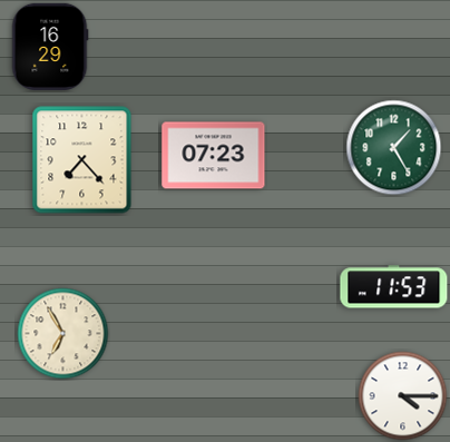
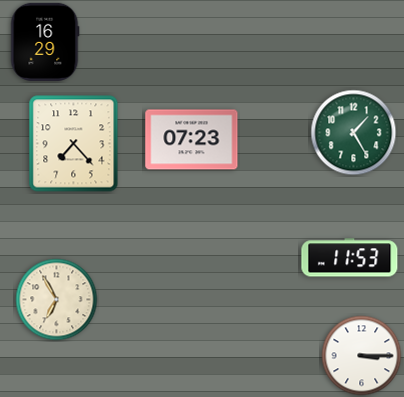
clock at (394, 287) position: (394, 287) -> (350, 258)
clock at (403, 396): 4:15 -> 3:15
